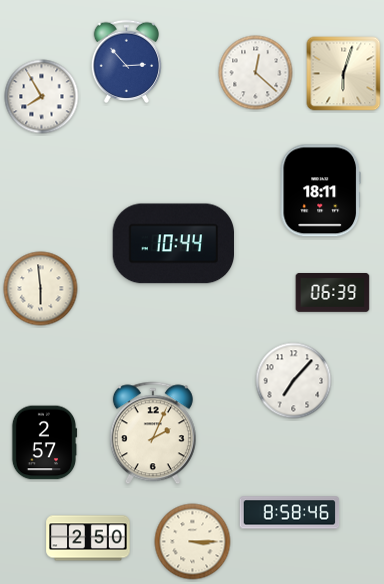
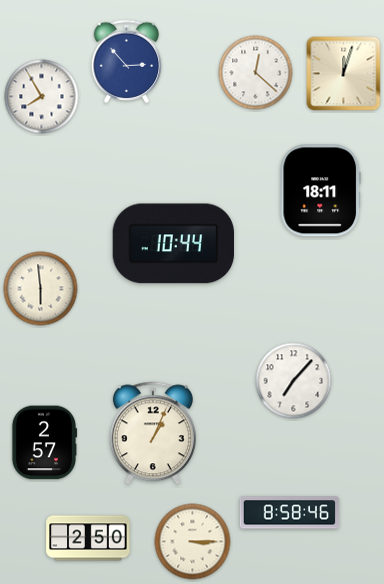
clock at (344, 74): 6:03 -> 12:03
clock at (333, 293): 06:39 -> none
clock at (153, 433): 2:04 -> 1:04
